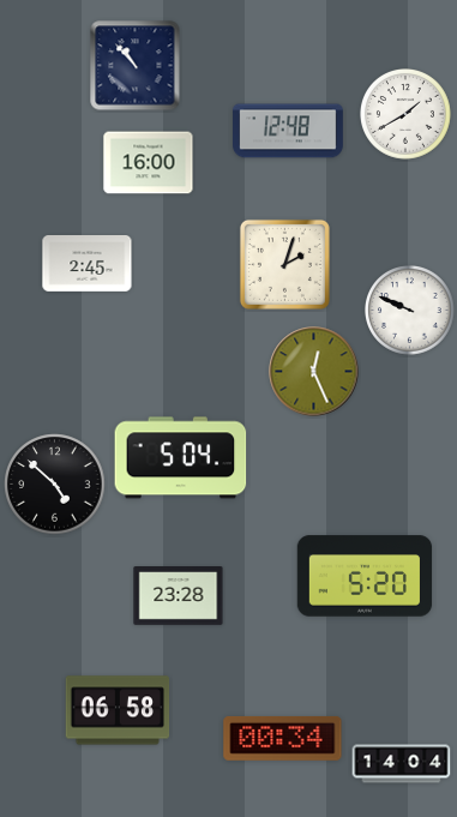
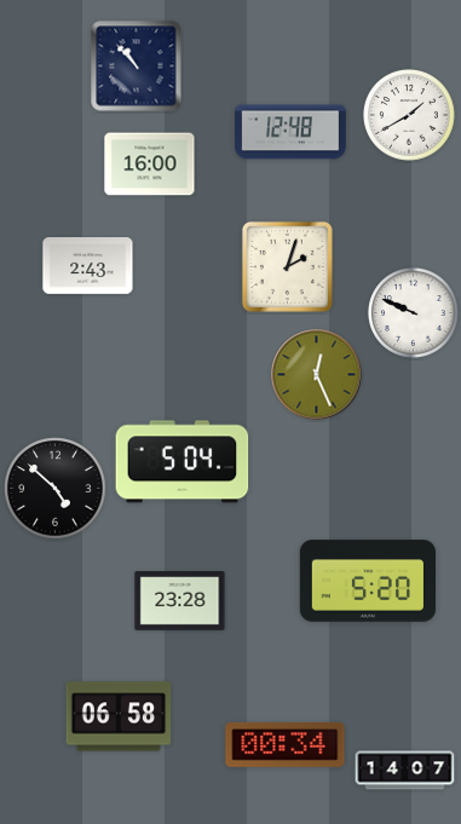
clock at (88, 264): 2:45 -> 2:43
clock at (402, 764): 14:04 -> 14:07
